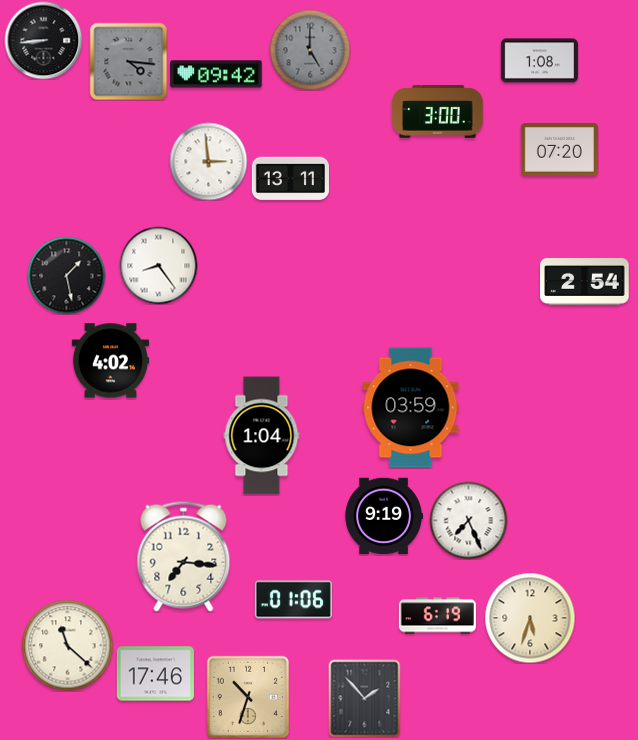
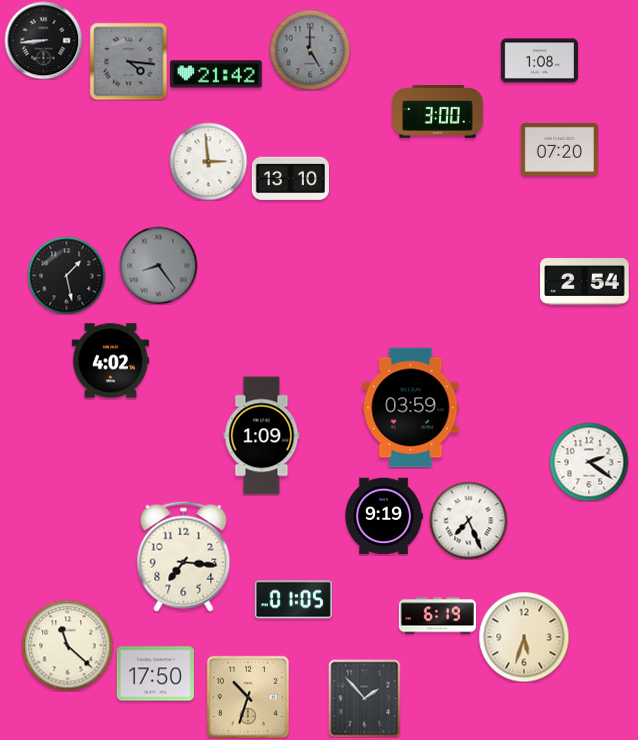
clock at (216, 74): 09:42 -> 21:42
clock at (290, 179): 13:11 -> 13:10
clock at (158, 265) dial: white -> grey
clock at (262, 436): 1:04 -> 1:09
clock at (589, 462): none -> 2:21
clock at (293, 600): 01:06 -> 01:05
clock at (530, 618) position: (530, 618) -> (524, 637)
clock at (155, 674): 17:46 -> 17:50
